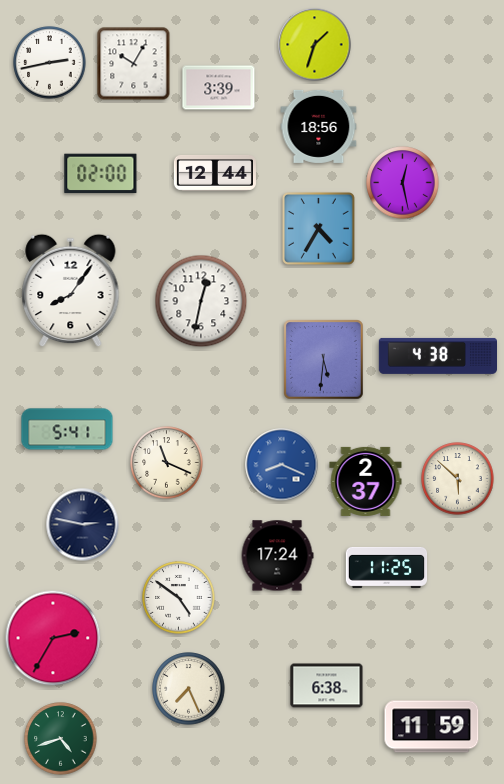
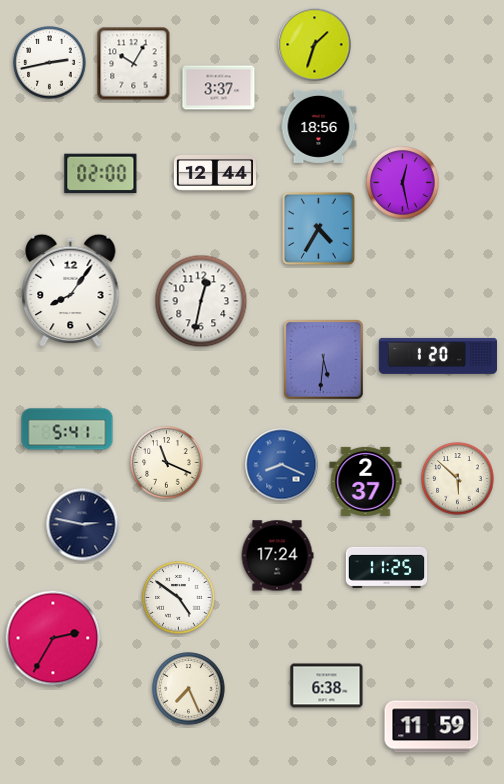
clock at (219, 88): 3:39 -> 3:37
clock at (437, 356): 4:38 -> 1:20
clock at (61, 739): 4:42 -> none
